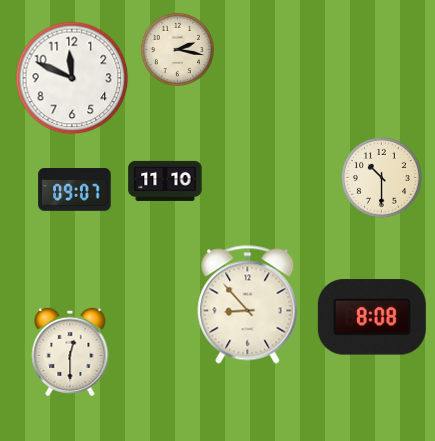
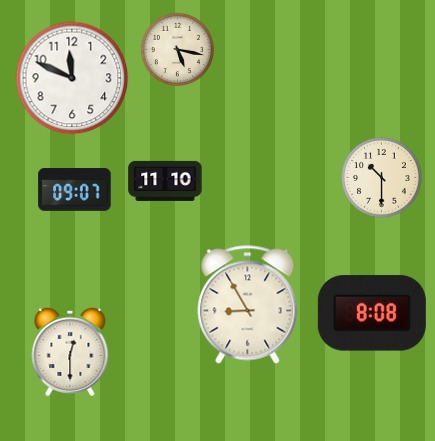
clock at (177, 49): 2:17 -> 5:17
clock at (248, 305): 8:53 -> 8:55
clock at (372, 317) position: (372, 317) -> (372, 313)
